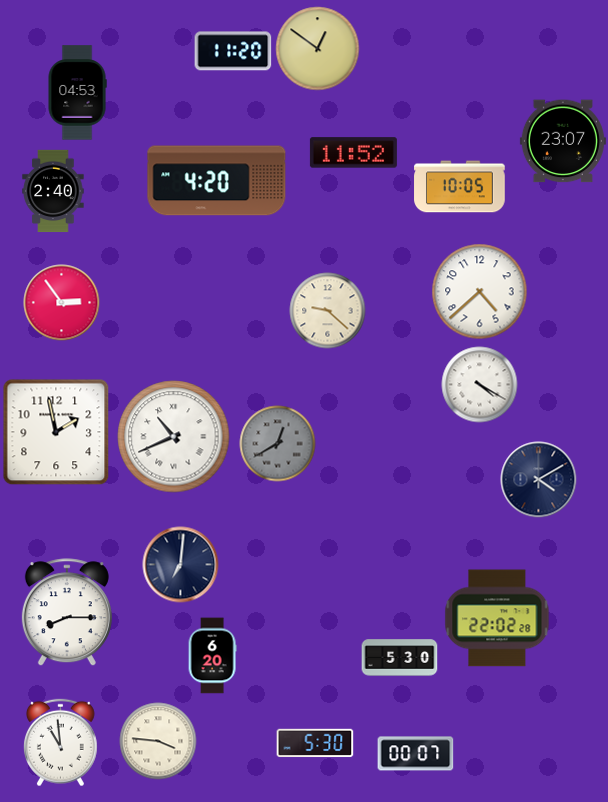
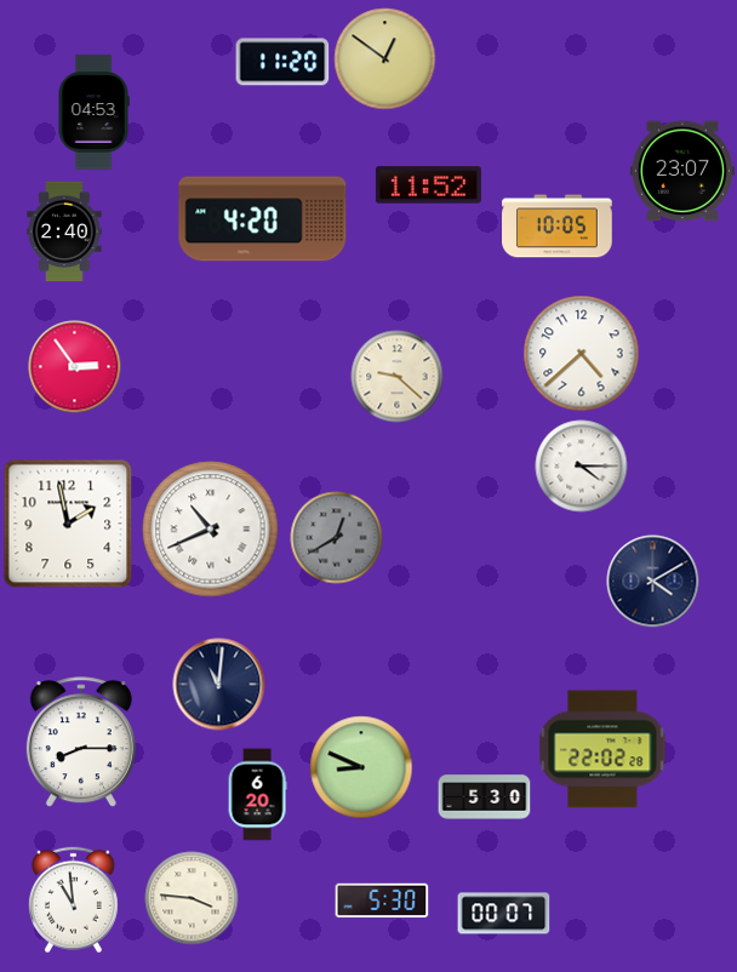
clock at (480, 385): 4:20 -> 4:15
clock at (181, 565): 7:01 -> 11:01
clock at (361, 767): none -> 8:49
